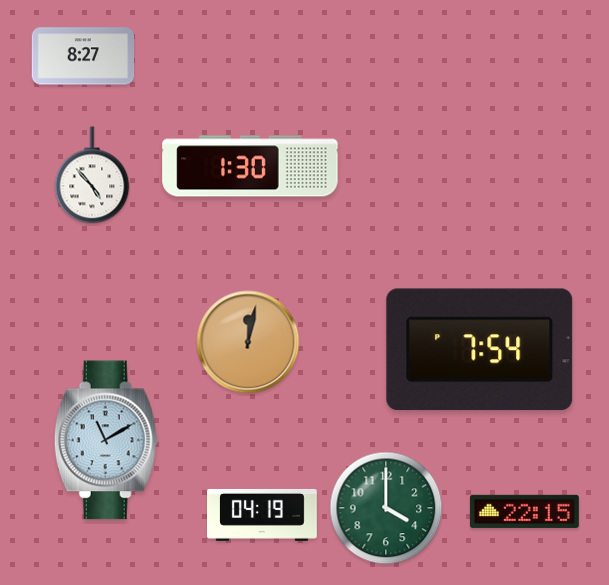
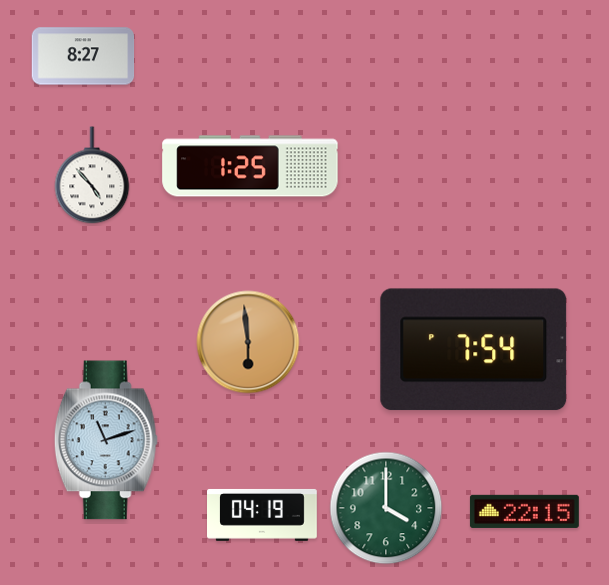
clock at (250, 166): 1:30 -> 1:25
clock at (248, 342): 12:02 -> 5:59
clock at (480, 350) position: (480, 350) -> (474, 350)
clock at (106, 440): 11:10 -> 11:12
